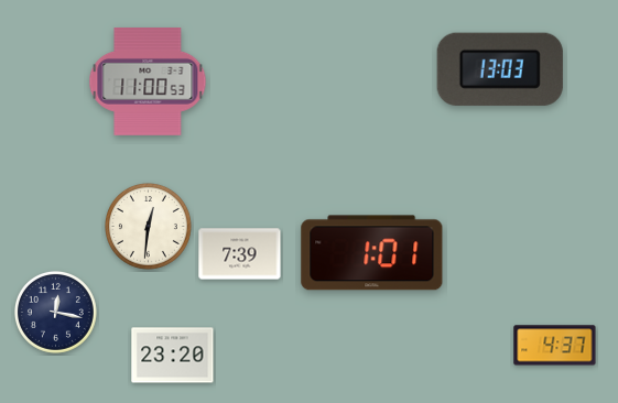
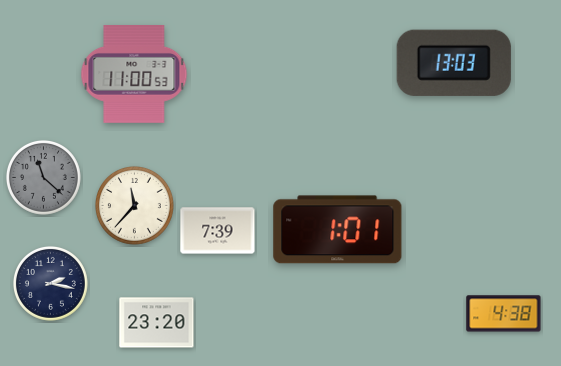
clock at (43, 177): none -> 11:22
clock at (149, 227): 12:31 -> 11:37
clock at (55, 312): 12:17 -> 2:17
clock at (555, 346): 4:37 -> 4:38
